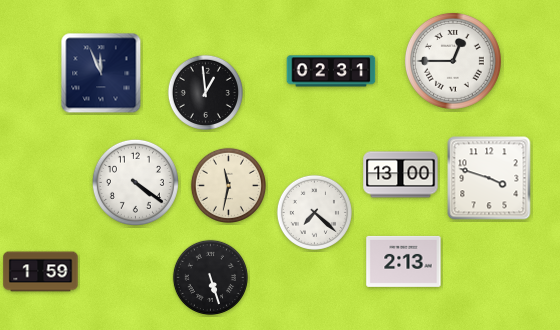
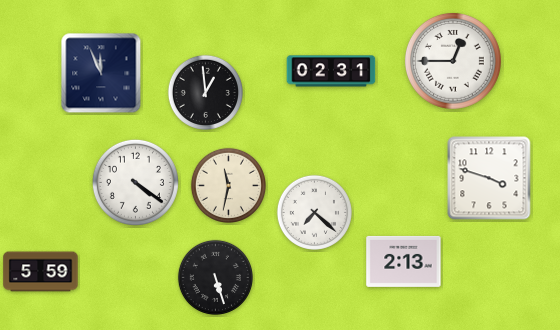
clock at (401, 175): 13:00 -> none
clock at (41, 272): 1:59 -> 5:59
clock at (210, 277) position: (210, 277) -> (215, 277)
